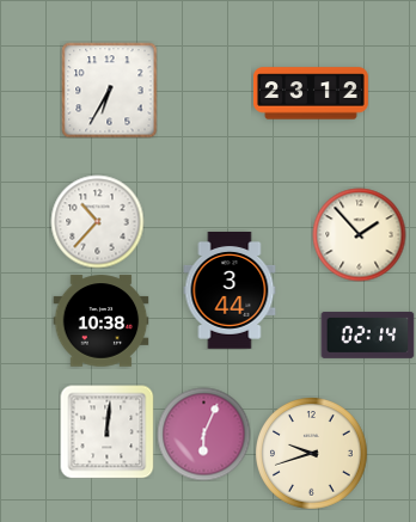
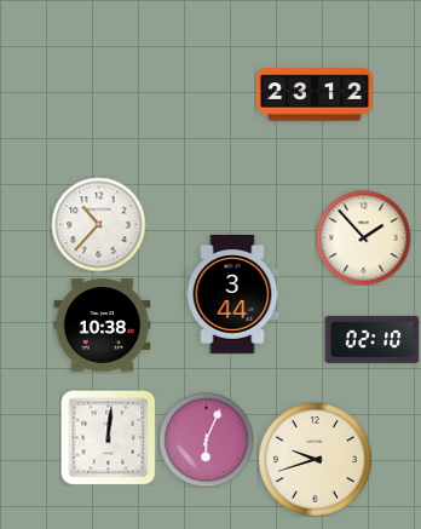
clock at (109, 90): 6:35 -> none
clock at (367, 334): 02:14 -> 02:10
